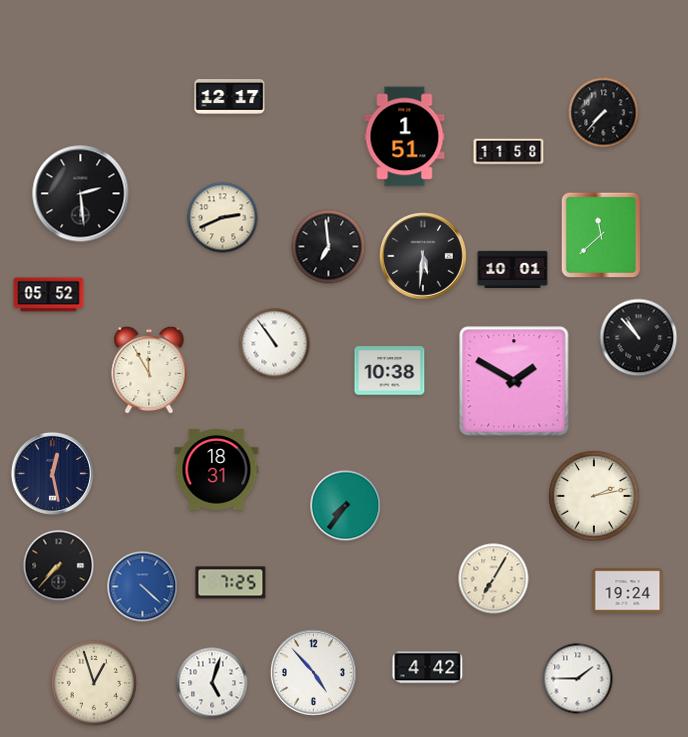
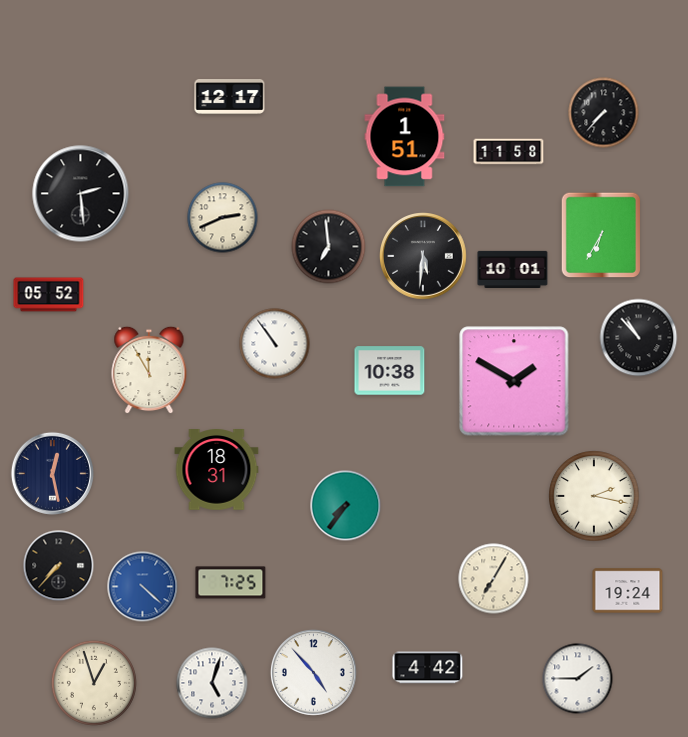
clock at (601, 235): 11:38 -> 6:35
clock at (594, 496): 2:13 -> 2:17
